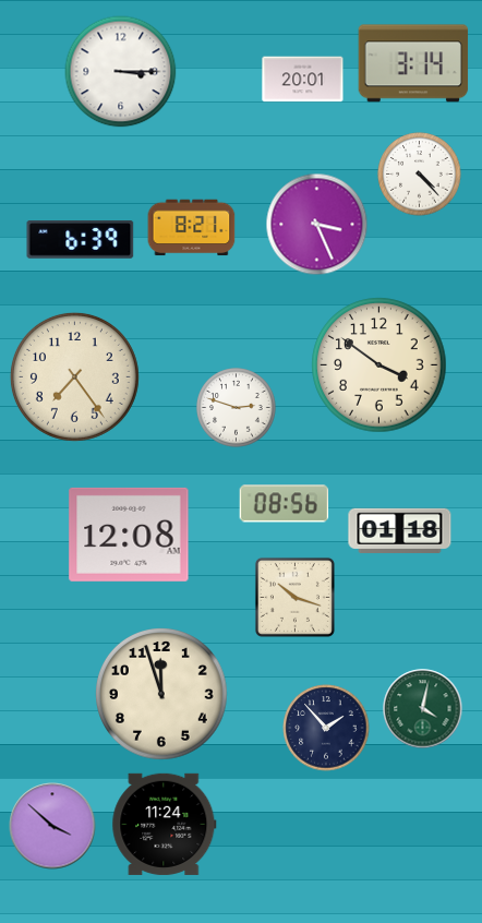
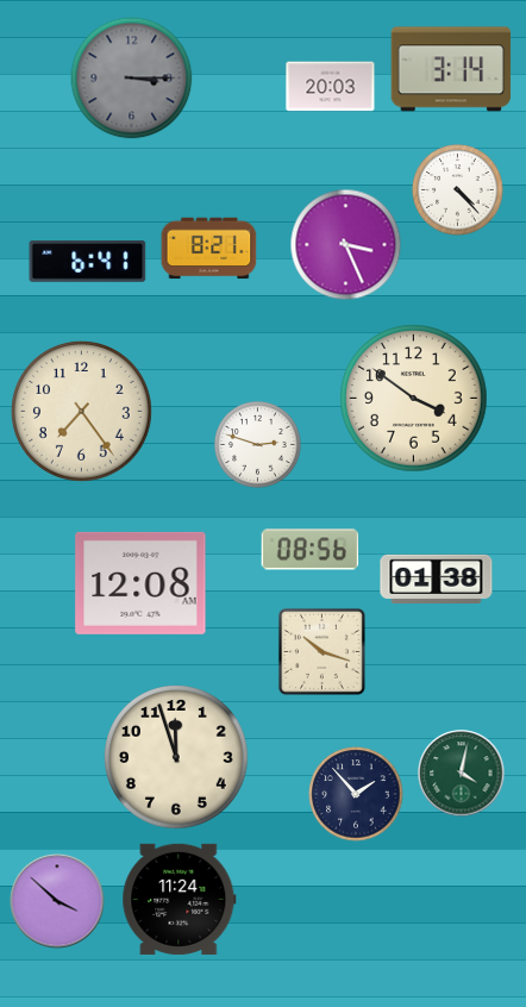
clock at (121, 72) dial: white -> grey
clock at (303, 80): 20:01 -> 20:03
clock at (81, 240): 6:39 -> 6:41
clock at (400, 530): 01:18 -> 01:38
